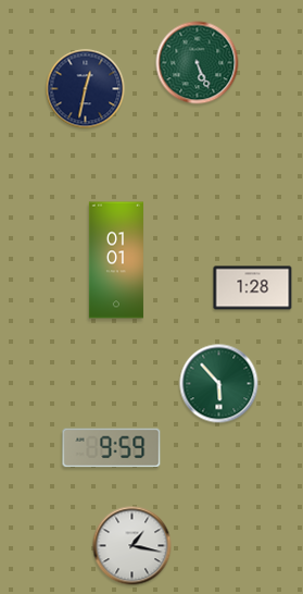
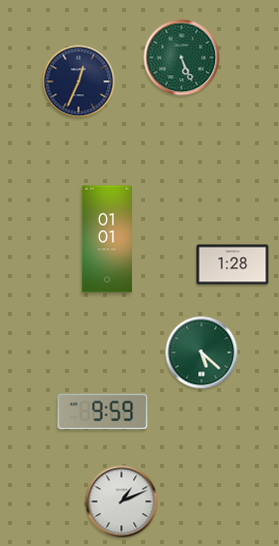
clock at (86, 89): 12:32 -> 12:34
clock at (219, 384): 5:53 -> 5:22
clock at (132, 546): 1:17 -> 1:11
